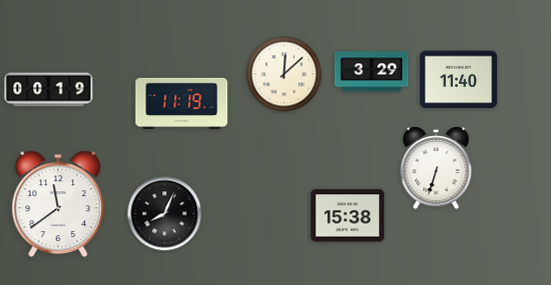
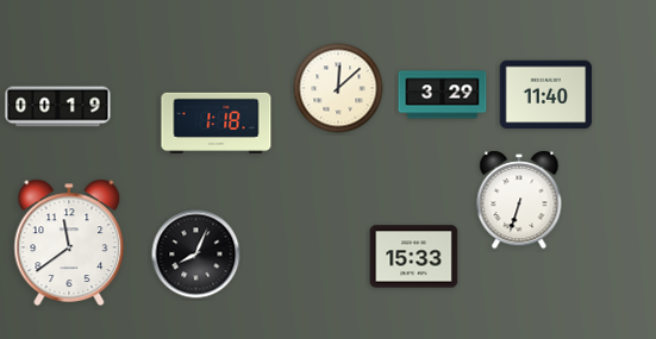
clock at (372, 72) position: (372, 72) -> (443, 95)
clock at (182, 104): 11:19 -> 1:18
clock at (348, 216): 15:38 -> 15:33
